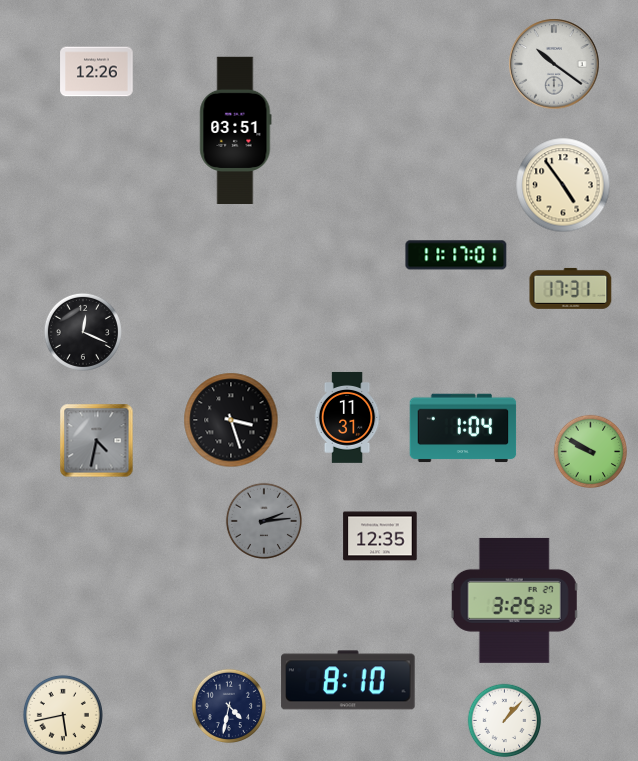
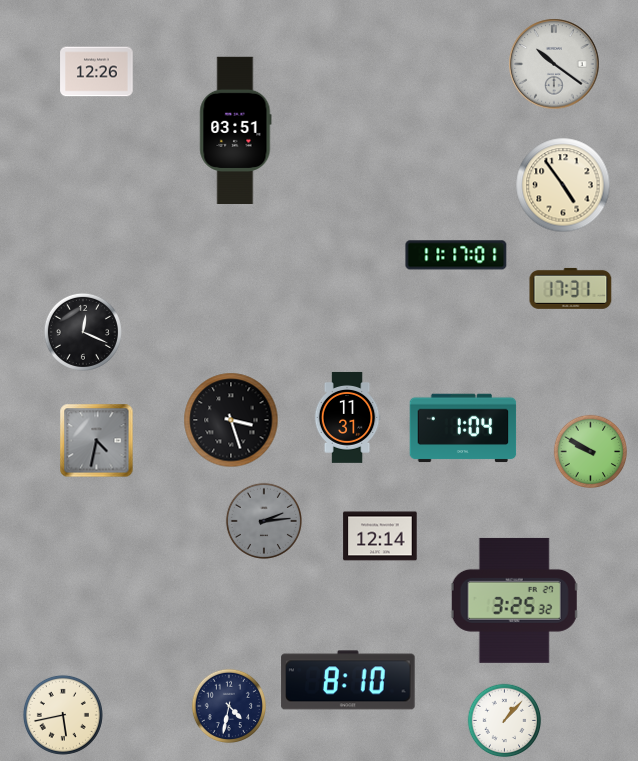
clock at (380, 536): 12:35 -> 12:14
